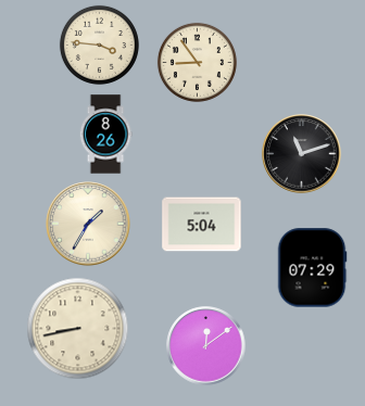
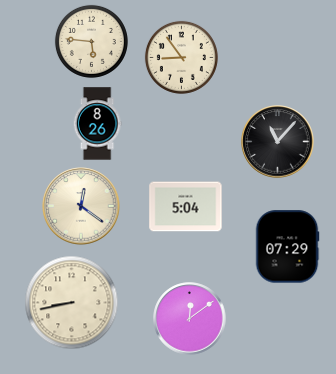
clock at (99, 45): 3:46 -> 5:46
clock at (302, 154): 11:12 -> 11:07
clock at (88, 224): 1:35 -> 12:21
